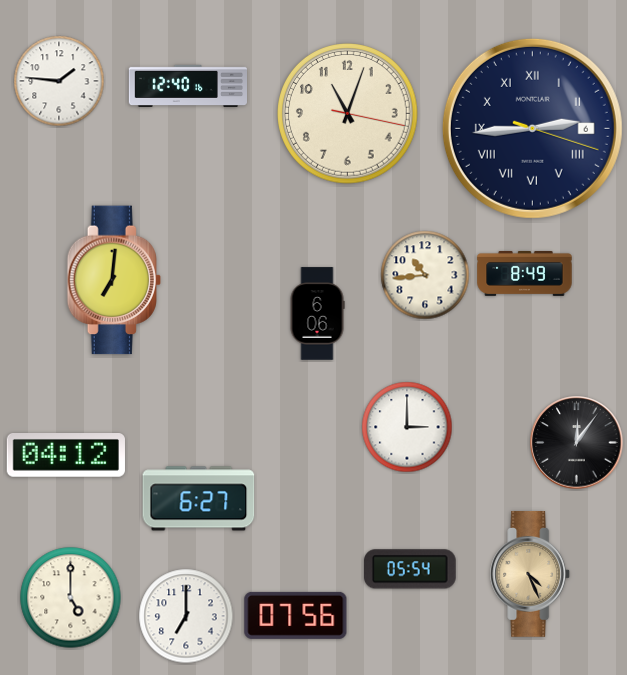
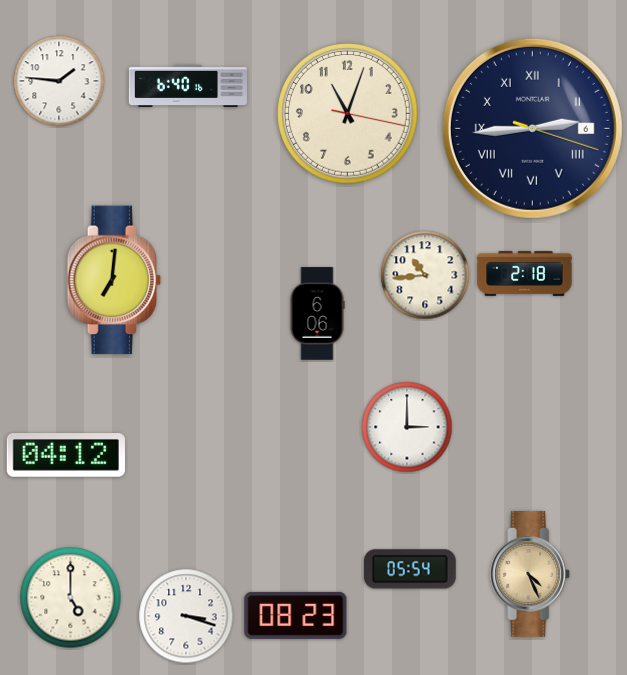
clock at (188, 85): 12:40 -> 6:40
clock at (525, 274): 8:49 -> 2:18
clock at (577, 443): 12:06 -> none
clock at (199, 499): 6:27 -> none
clock at (296, 615): 07:56 -> 08:23
clock at (186, 616): 7:00 -> 3:18
